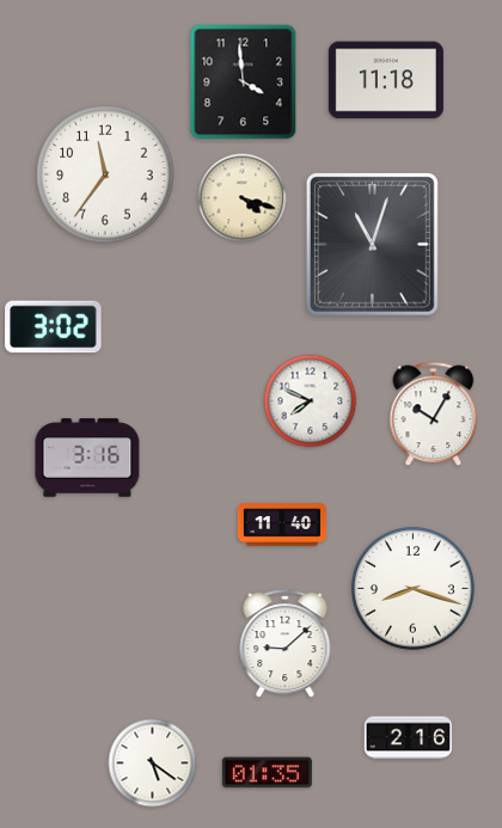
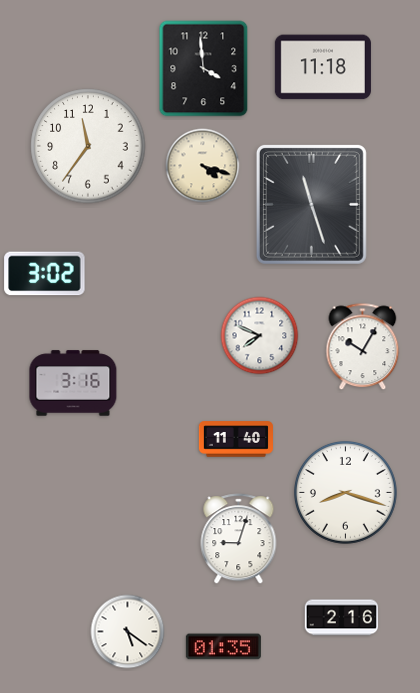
clock at (372, 244): 11:03 -> 11:27
clock at (286, 644): 9:08 -> 9:03
clock at (153, 763) position: (153, 763) -> (128, 632)
